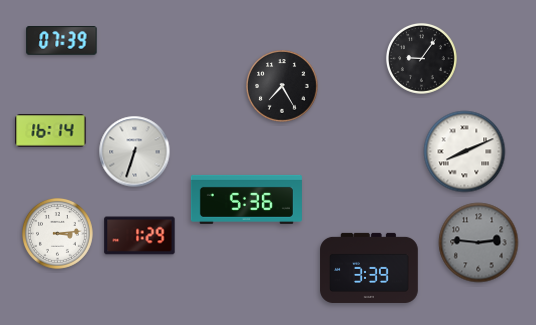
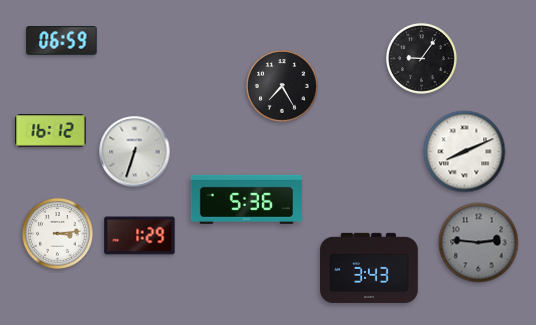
clock at (62, 41): 07:39 -> 06:59
clock at (51, 131): 16:14 -> 16:12
clock at (369, 268): 3:39 -> 3:43
